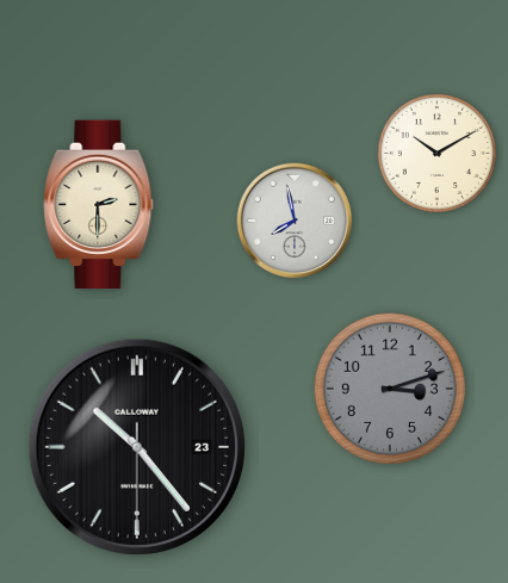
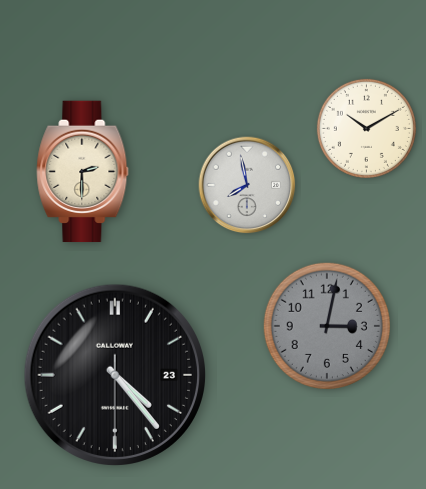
clock at (390, 389): 3:12 -> 3:02
clock at (136, 446): 10:23 -> 4:23
